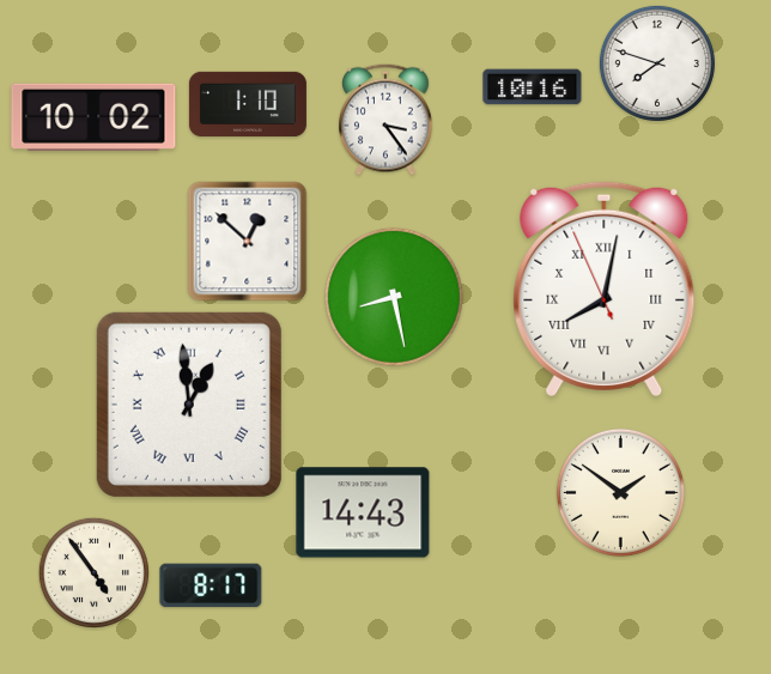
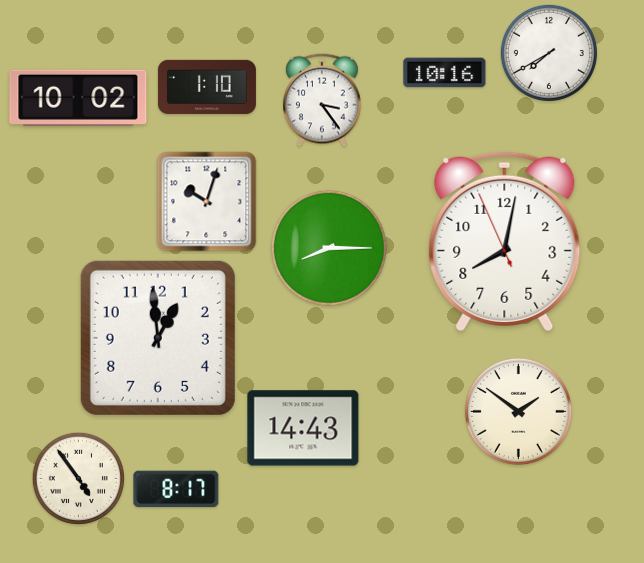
clock at (657, 63): 7:48 -> 7:40
clock at (248, 242): 12:52 -> 10:03
clock at (605, 289) numerals: Roman -> Arabic
clock at (394, 297): 8:28 -> 8:15
clock at (189, 405) numerals: Roman -> Arabic
